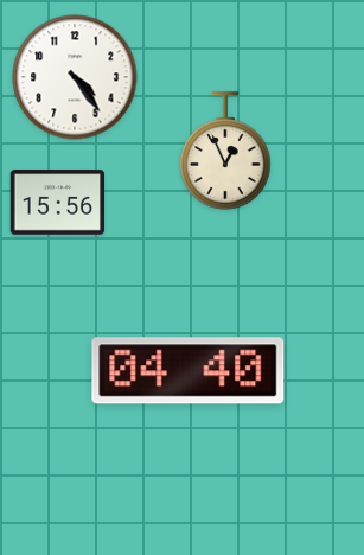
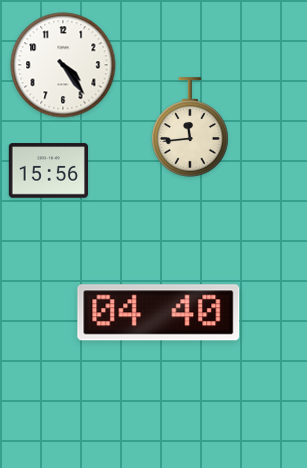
clock at (225, 151): 12:56 -> 11:44
